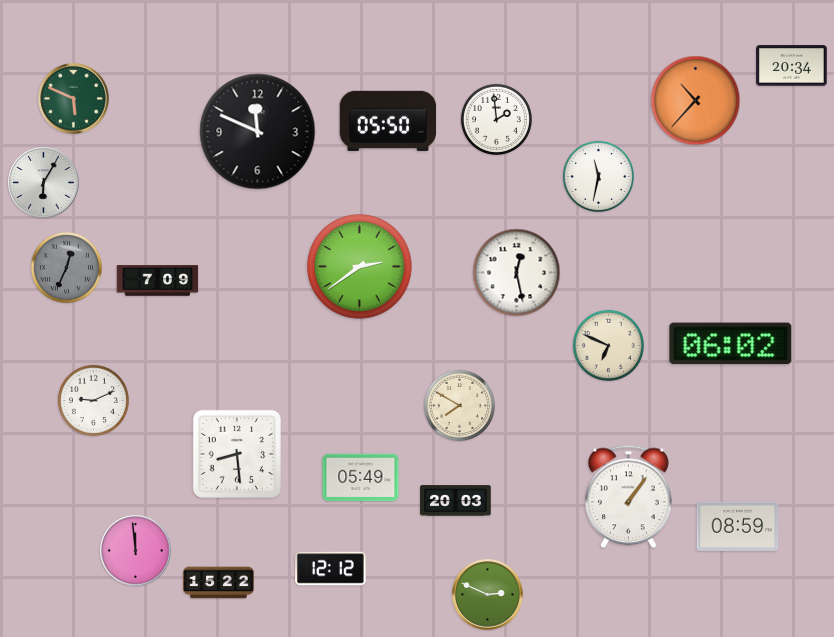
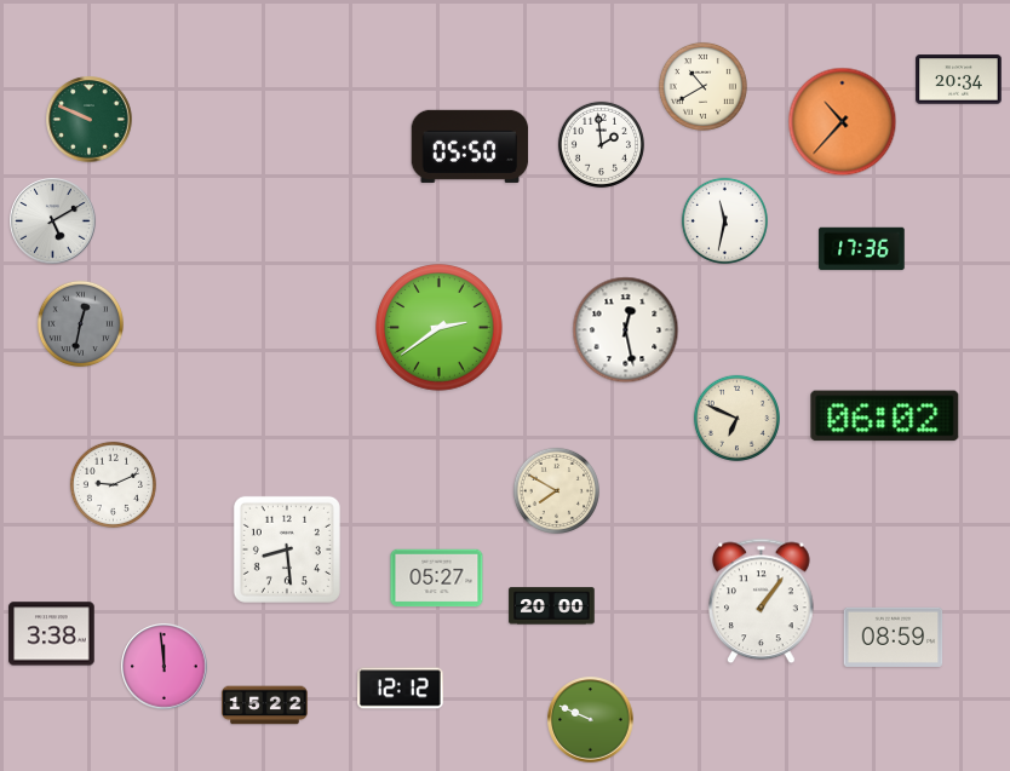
clock at (702, 86): none -> 10:40
clock at (74, 99): 5:49 -> 9:49
clock at (258, 132): 11:49 -> none
clock at (598, 176) position: (598, 176) -> (724, 220)
clock at (44, 183): 6:05 -> 5:10
clock at (862, 249): none -> 17:36
clock at (66, 267): 12:34 -> 12:32
clock at (360, 267) position: (360, 267) -> (440, 328)
clock at (158, 281): 7:09 -> none
clock at (361, 478): 05:49 -> 05:27
clock at (456, 501): 20:03 -> 20:00
clock at (52, 634): none -> 3:38
clock at (488, 595): 2:49 -> 9:49
